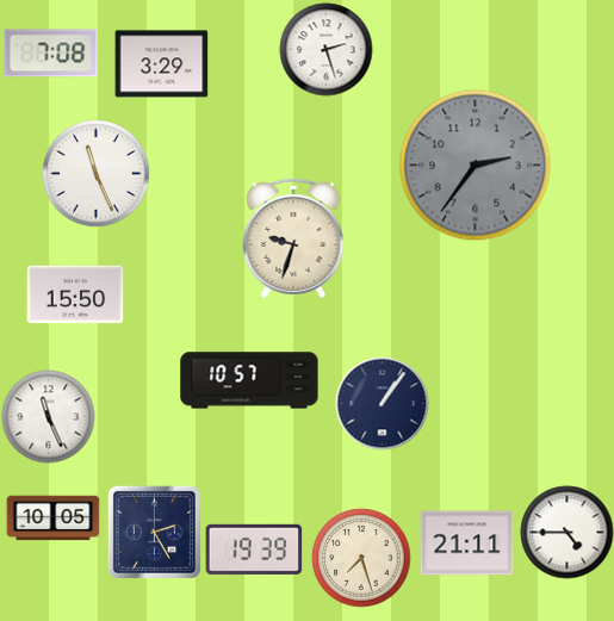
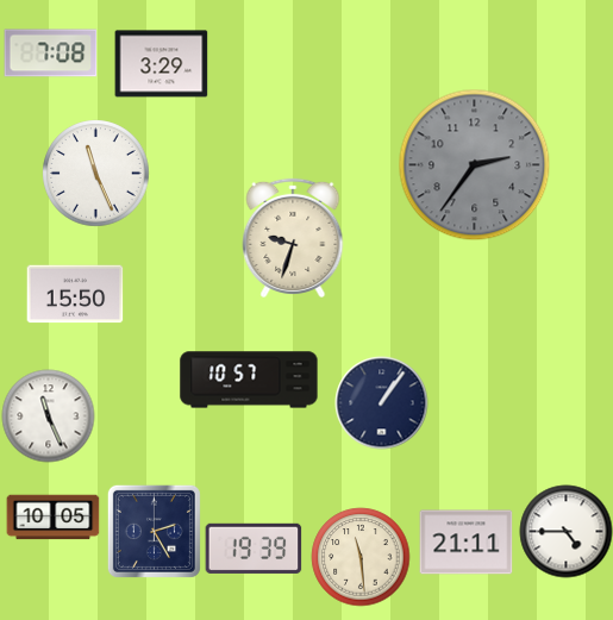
clock at (325, 49): 2:27 -> none
clock at (361, 558): 7:27 -> 11:29
